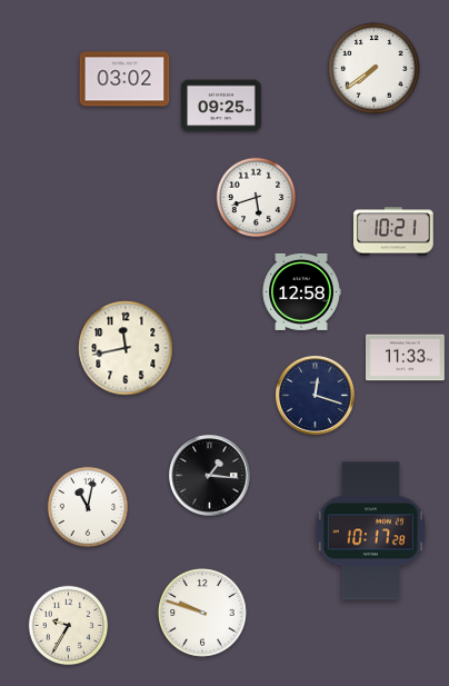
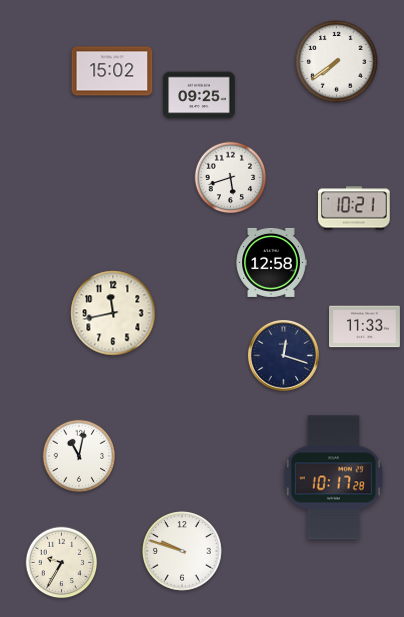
clock at (124, 79): 03:02 -> 15:02
clock at (406, 358) position: (406, 358) -> (365, 327)
clock at (210, 476): 1:16 -> none
